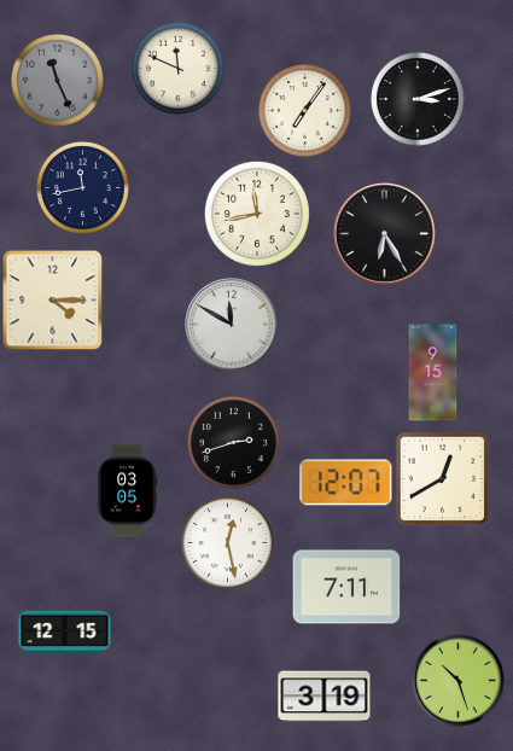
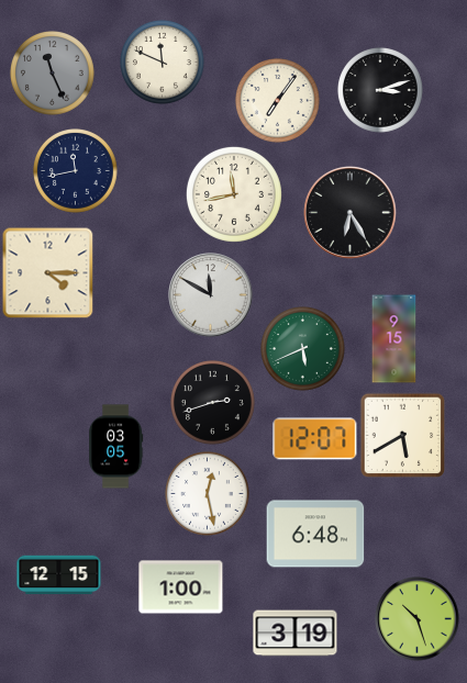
clock at (303, 349): none -> 5:41
clock at (442, 478): 12:40 -> 5:40
clock at (346, 587): 7:11 -> 6:48
clock at (181, 587): none -> 1:00
